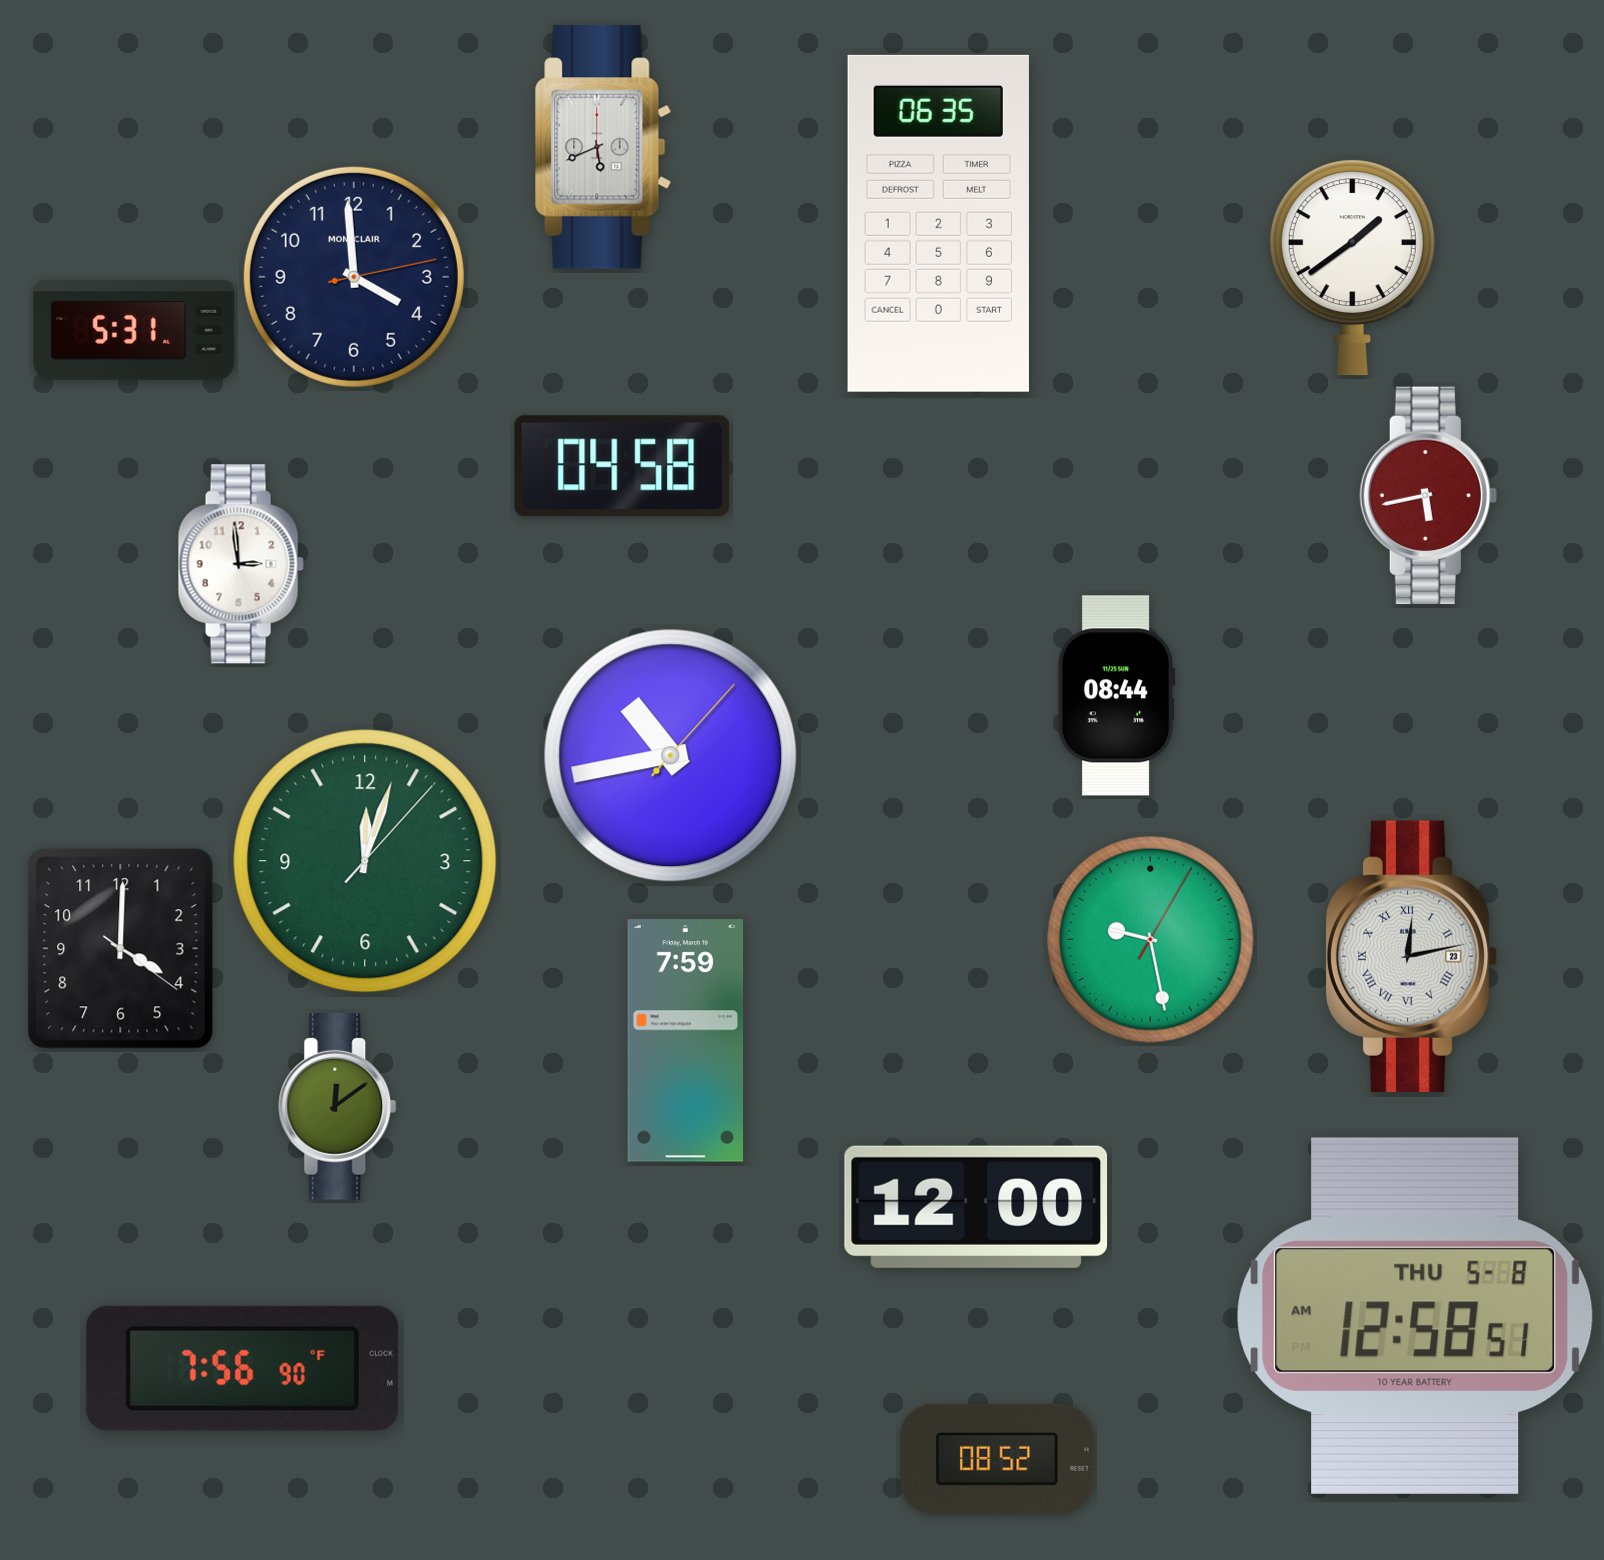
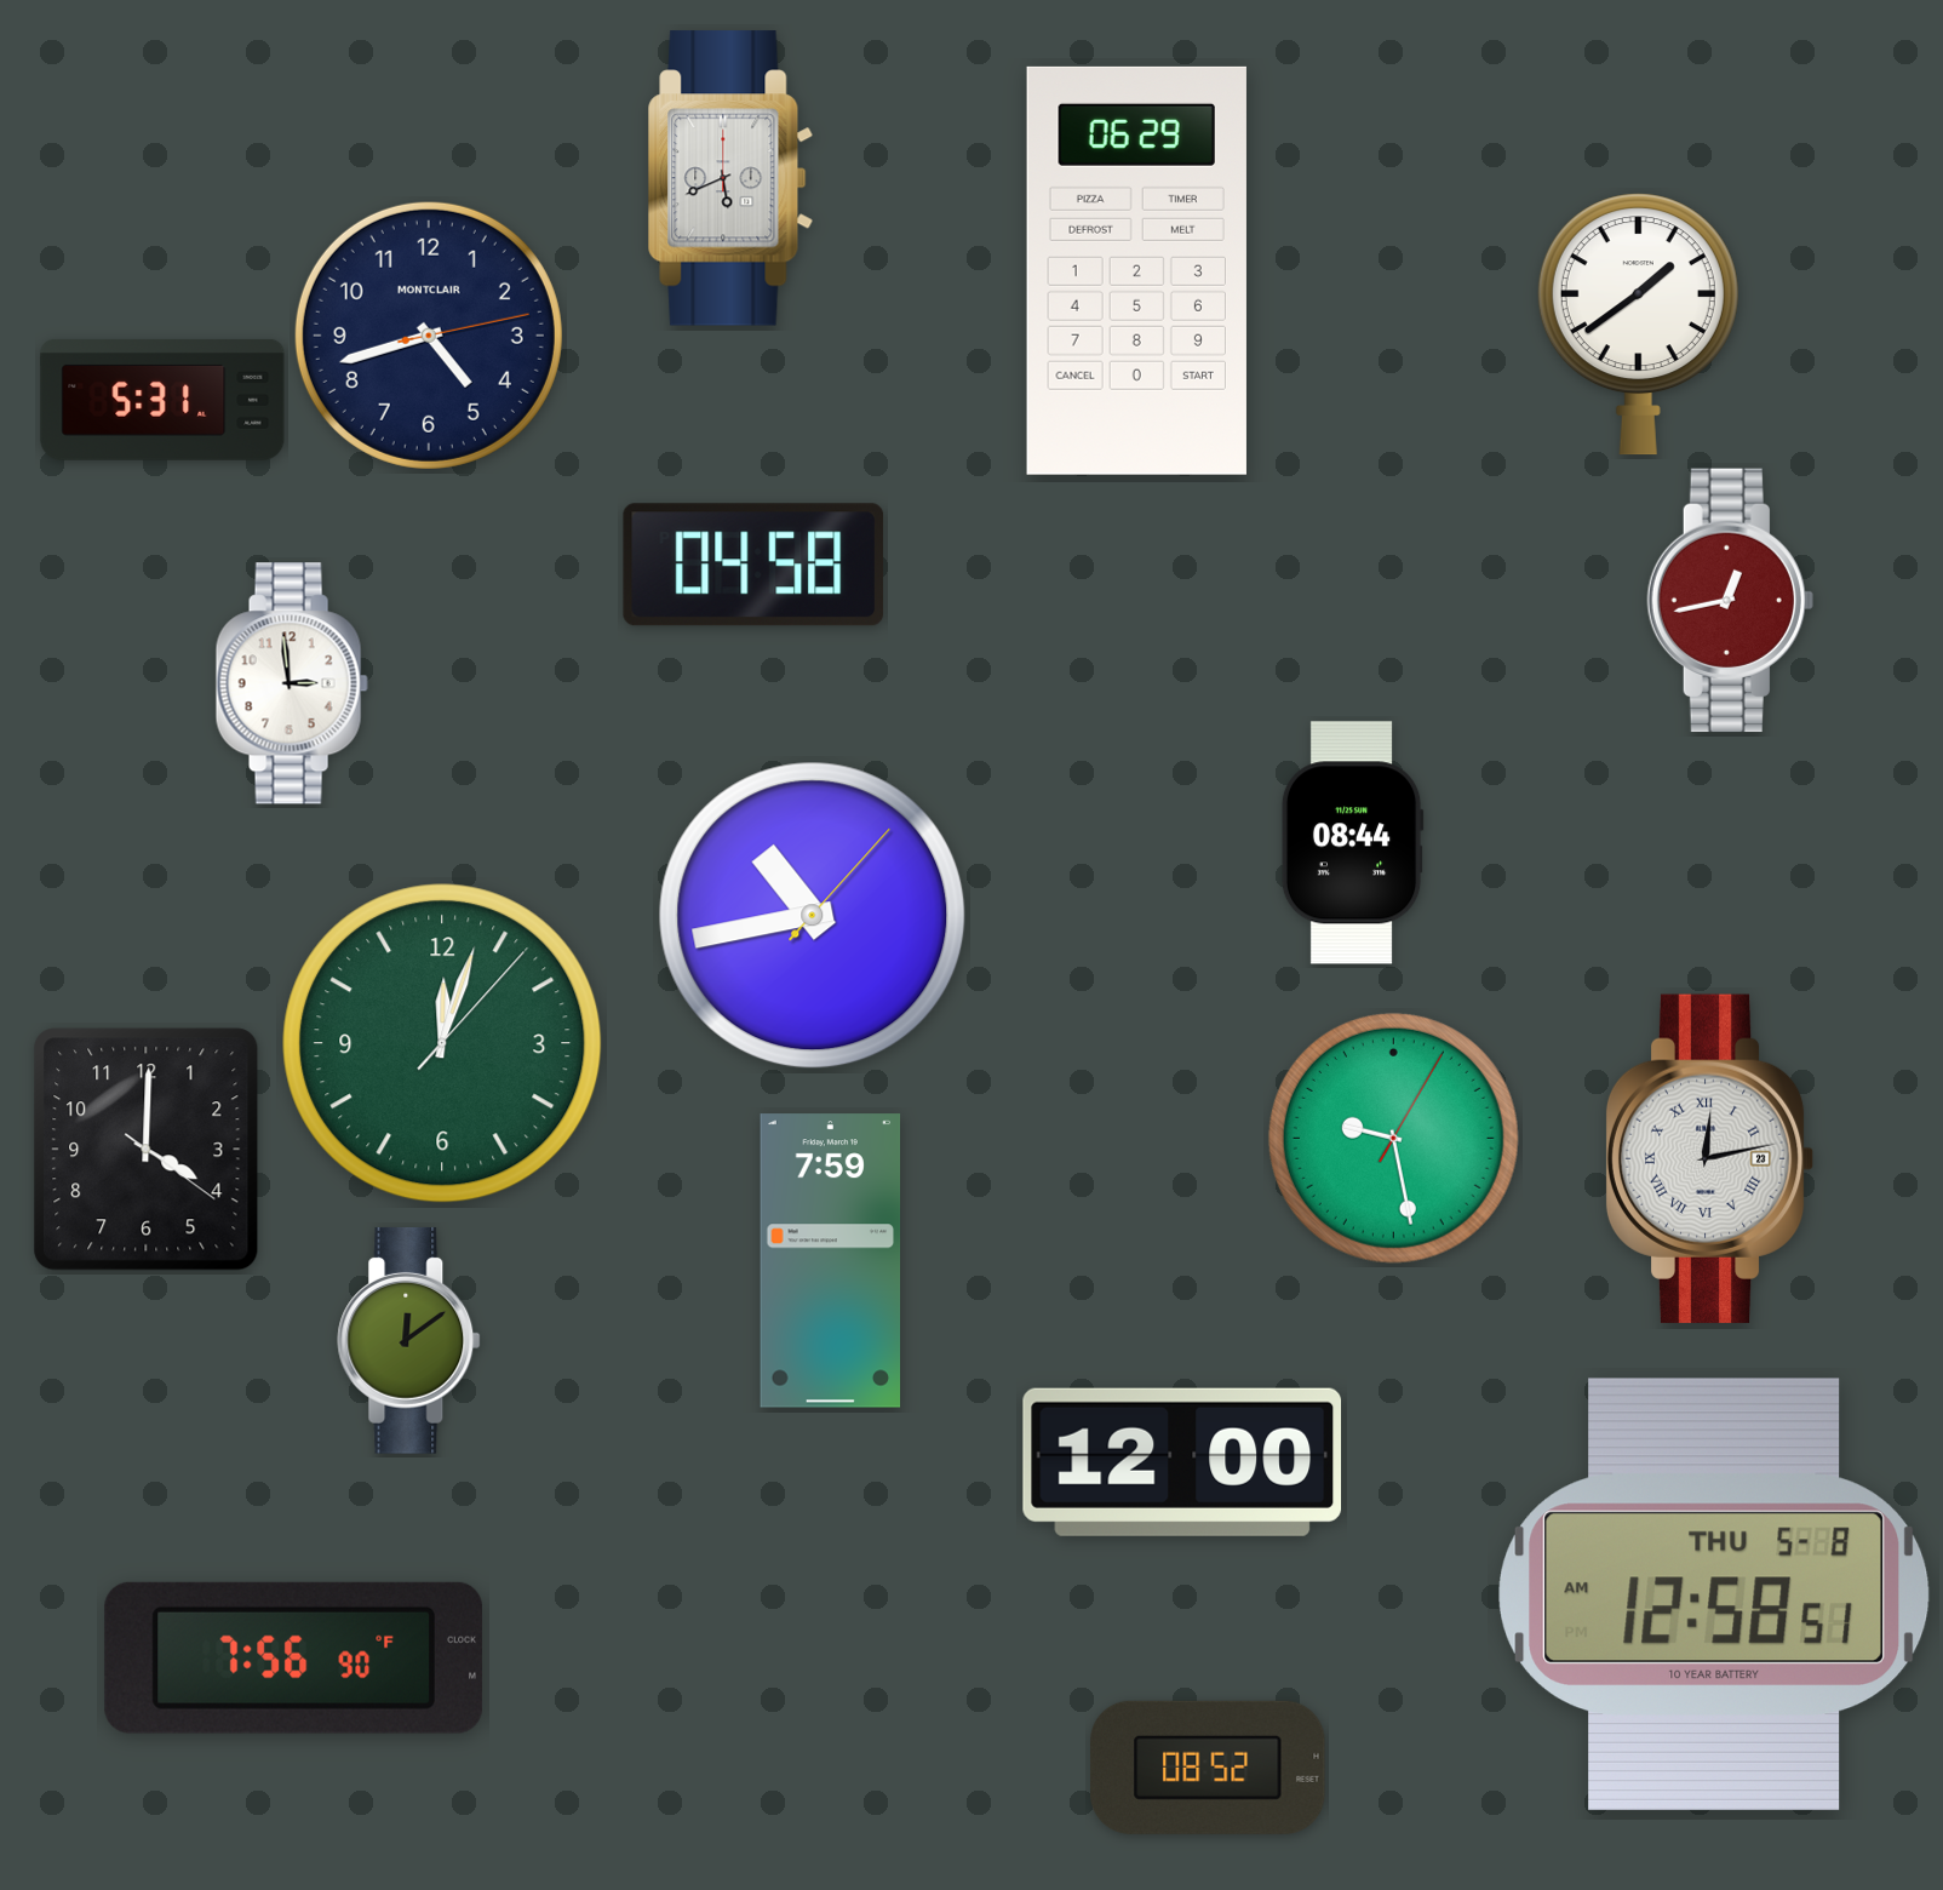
clock at (938, 223): 06:35 -> 06:29
clock at (354, 277): 3:59 -> 4:42
clock at (1428, 496): 5:43 -> 12:43
